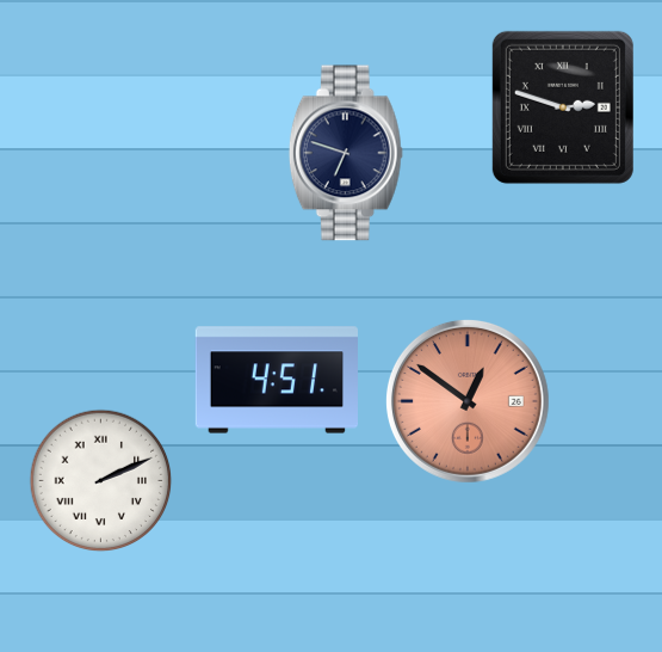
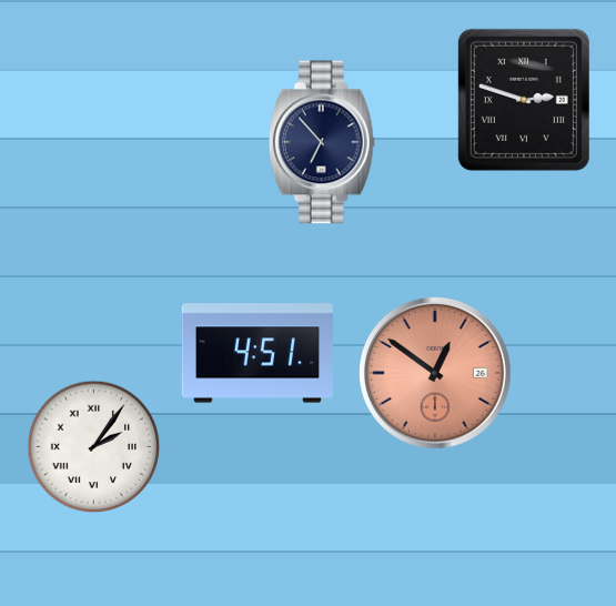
clock at (346, 153): 6:48 -> 6:53
clock at (101, 481): 2:11 -> 2:06
